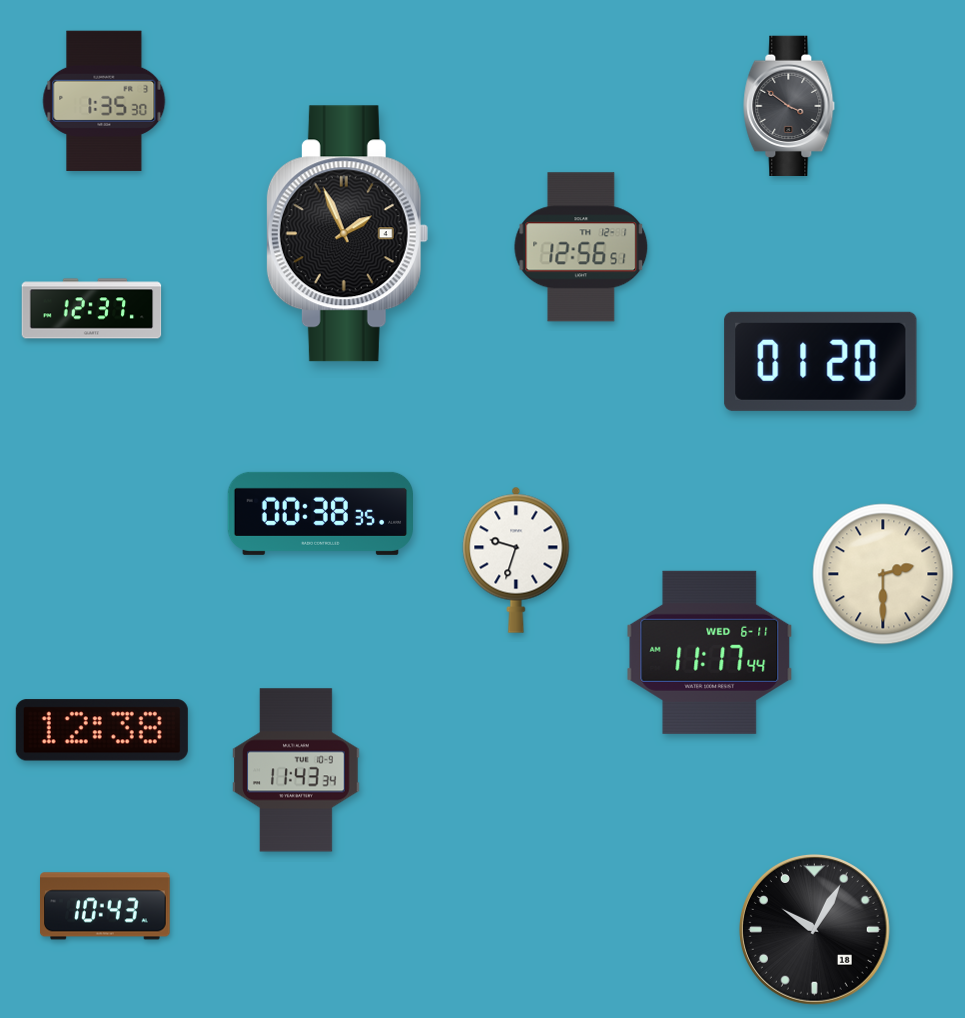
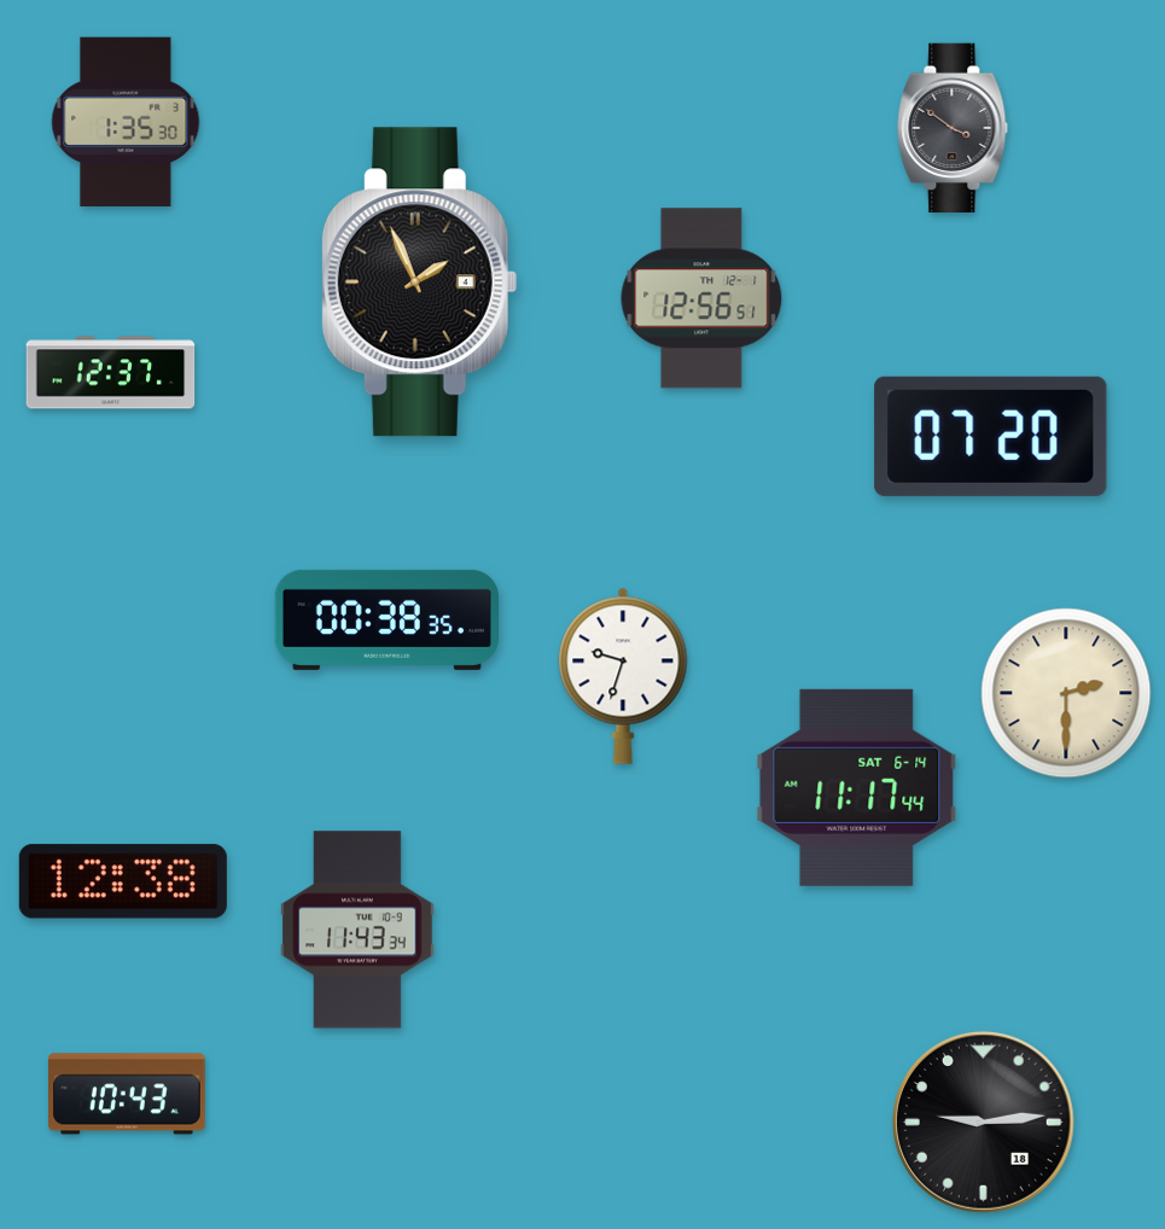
clock at (821, 361): 01:20 -> 07:20
clock at (710, 652) date: WED 6-11 -> SAT 6-14
clock at (814, 929): 10:05 -> 9:14
